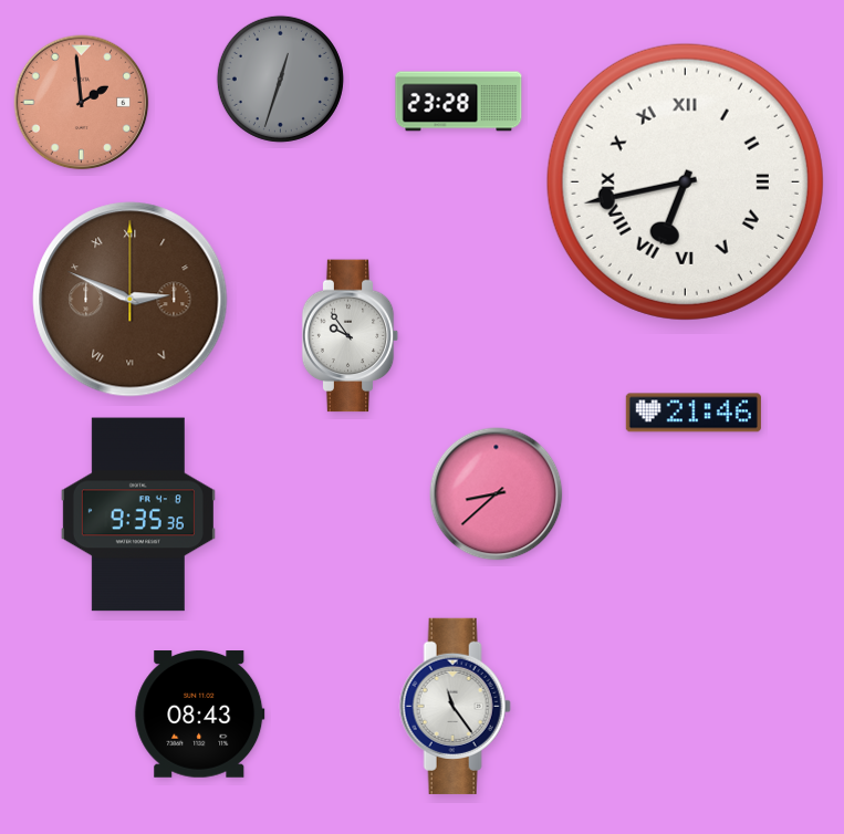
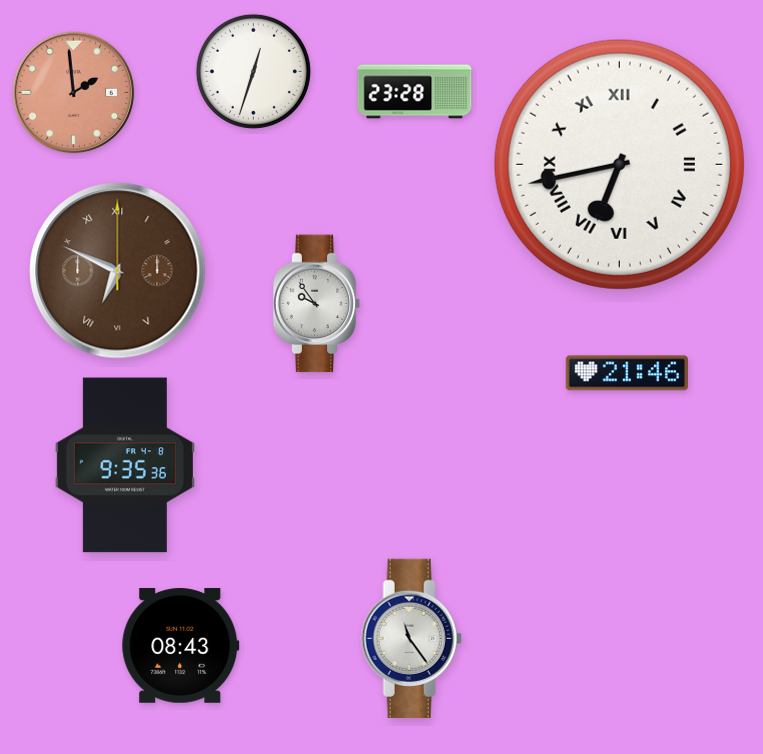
clock at (280, 79) dial: grey -> white
clock at (131, 300): 2:49 -> 6:49
clock at (497, 494): 8:38 -> none
